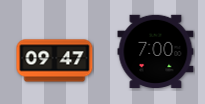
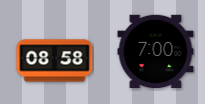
clock at (55, 61): 09:47 -> 08:58
